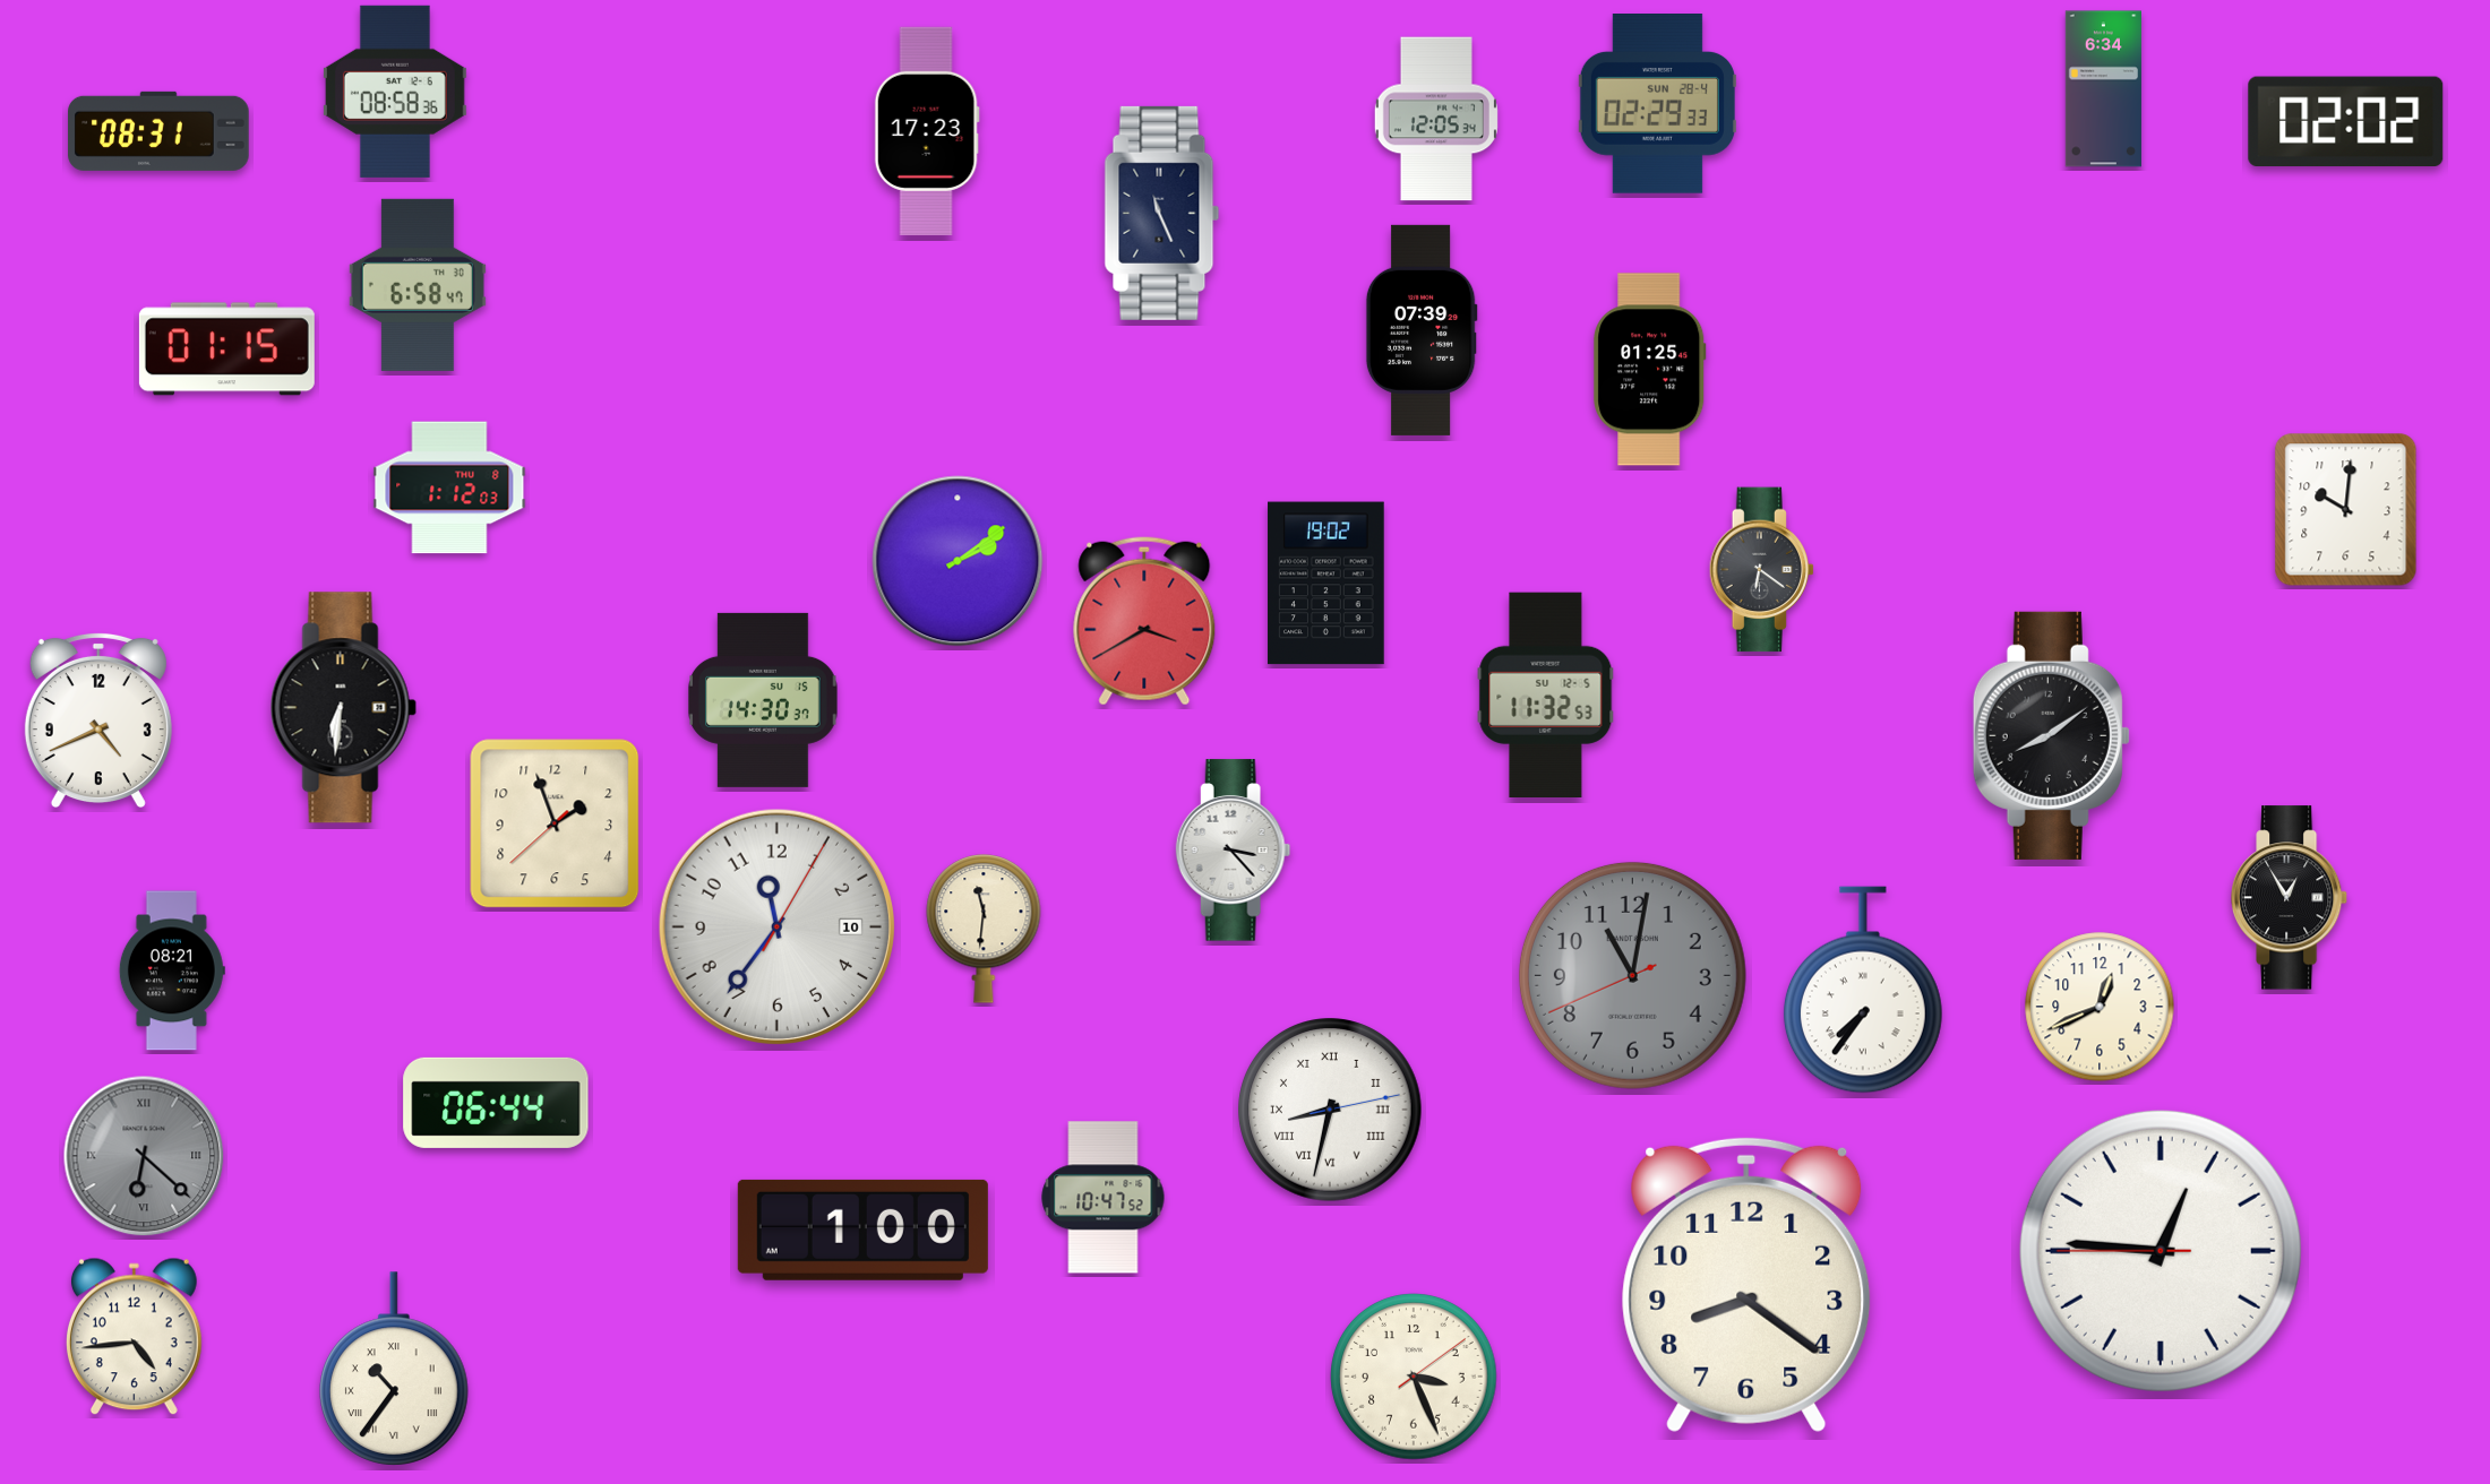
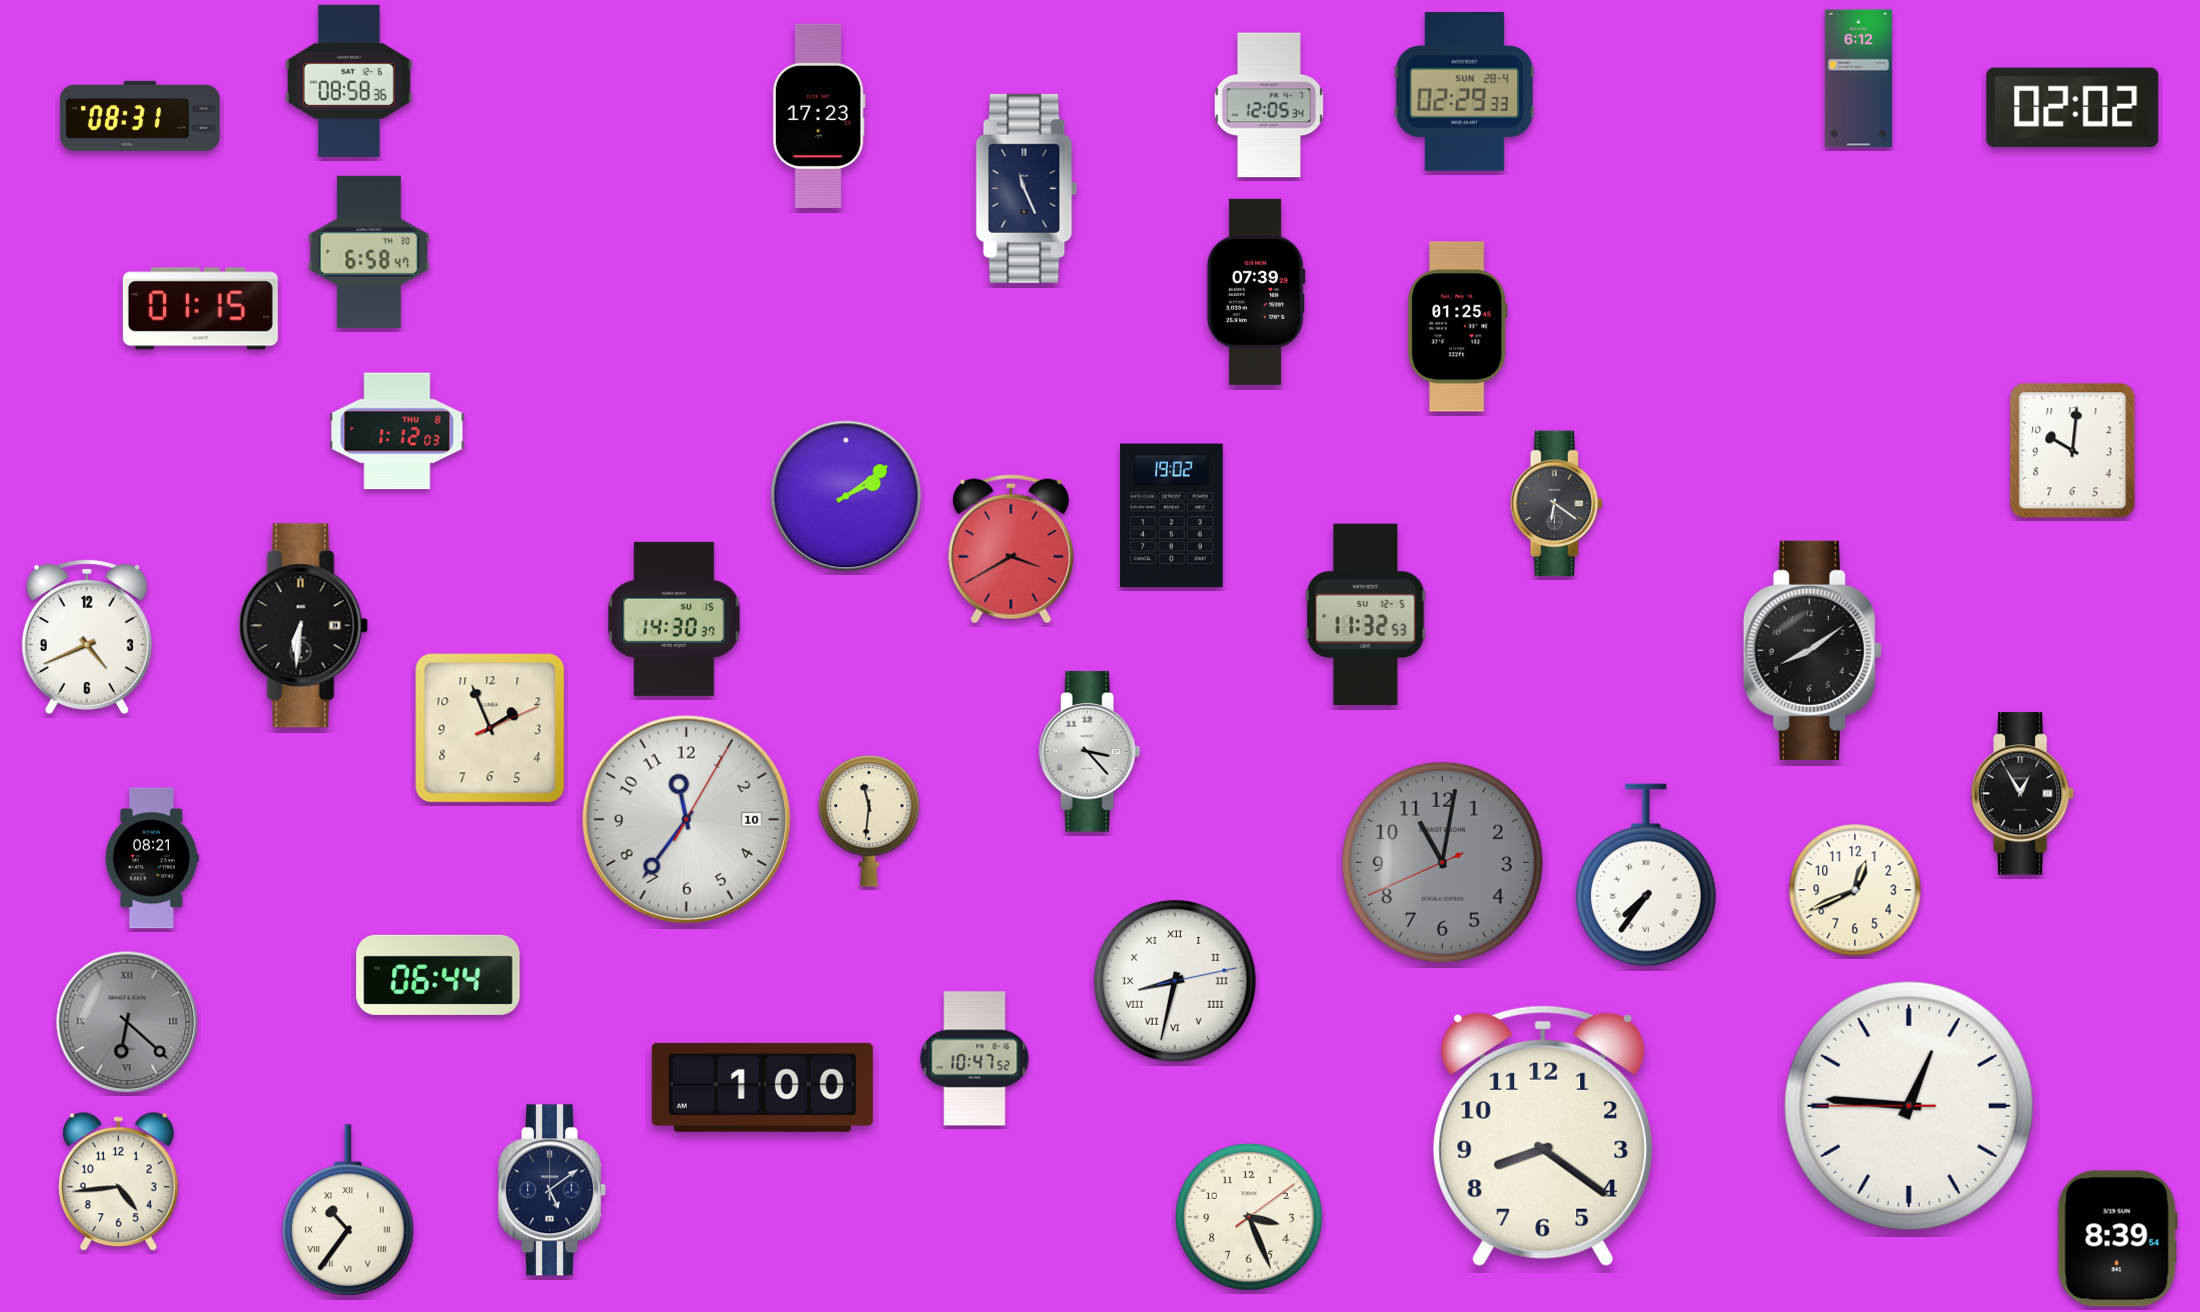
clock at (2103, 89): 6:34 -> 6:12
clock at (555, 823): 1:56:38 -> 1:56:11
clock at (552, 1190): none -> 5:09
clock at (2117, 1239): none -> 8:39
